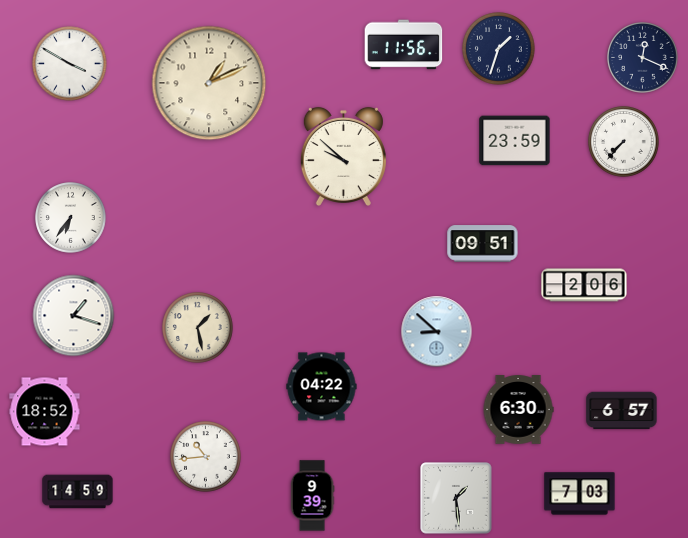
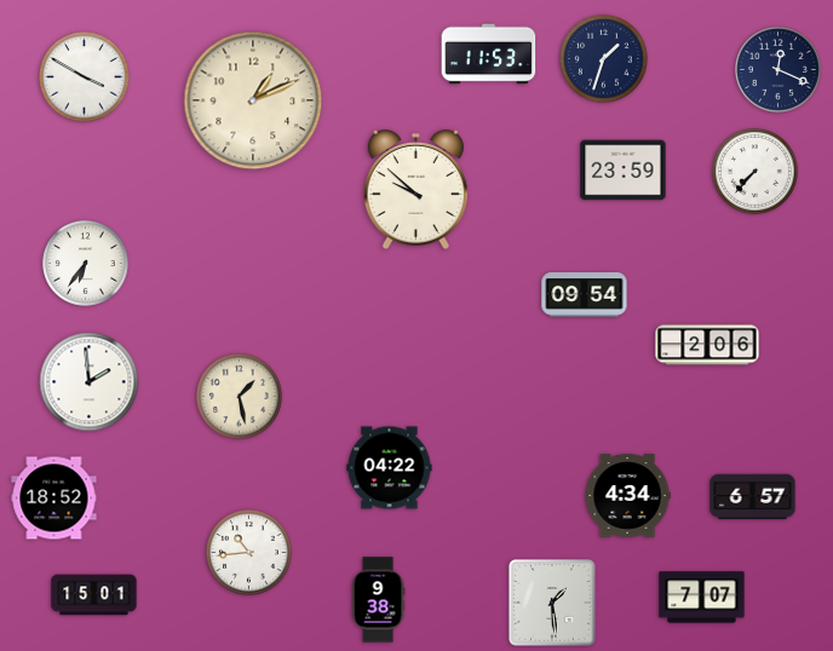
clock at (404, 45): 11:56 -> 11:53
clock at (483, 244): 09:51 -> 09:54
clock at (74, 316): 1:18 -> 1:59
clock at (437, 332): 8:52 -> none
clock at (518, 410): 6:30 -> 4:34
clock at (78, 492): 14:59 -> 15:01
clock at (580, 494): 7:03 -> 7:07
clock at (312, 496): 9:39 -> 9:38
